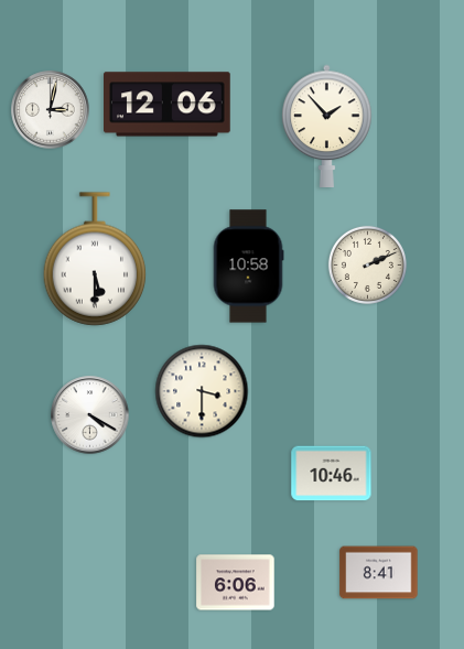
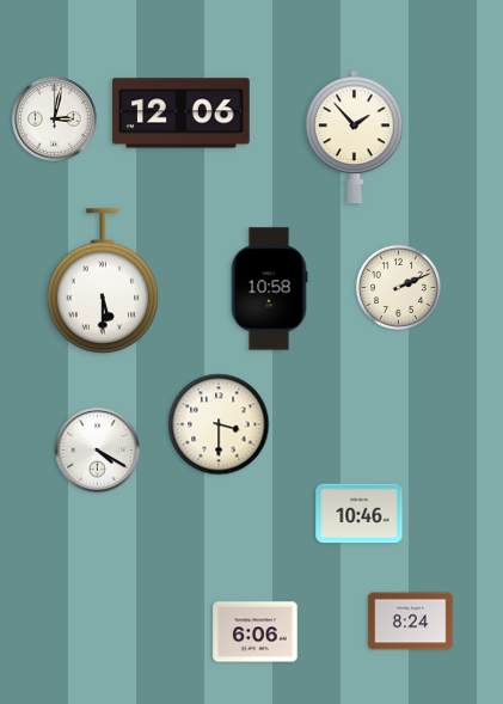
clock at (379, 573): 8:41 -> 8:24
